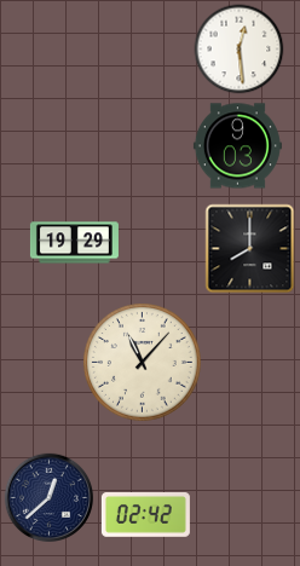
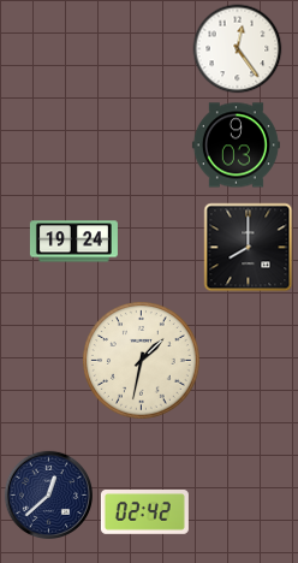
clock at (240, 50): 12:29 -> 12:24
clock at (74, 243): 19:29 -> 19:24
clock at (143, 363): 11:07 -> 1:32
